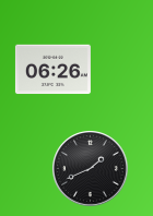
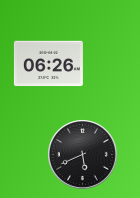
clock at (91, 169): 1:41 -> 5:41
